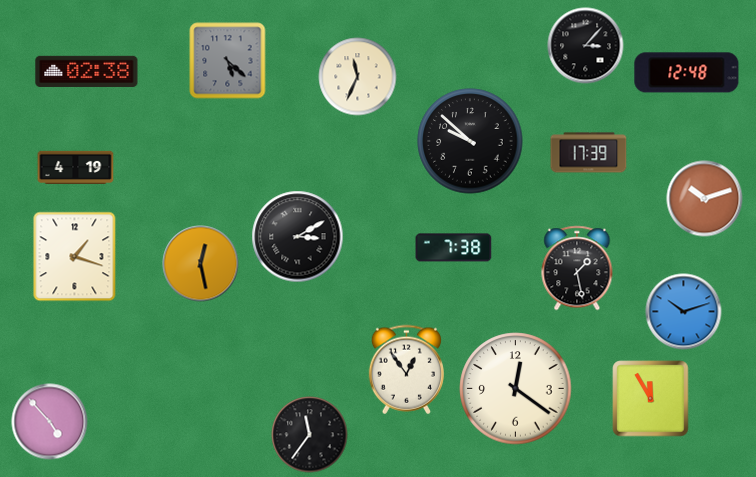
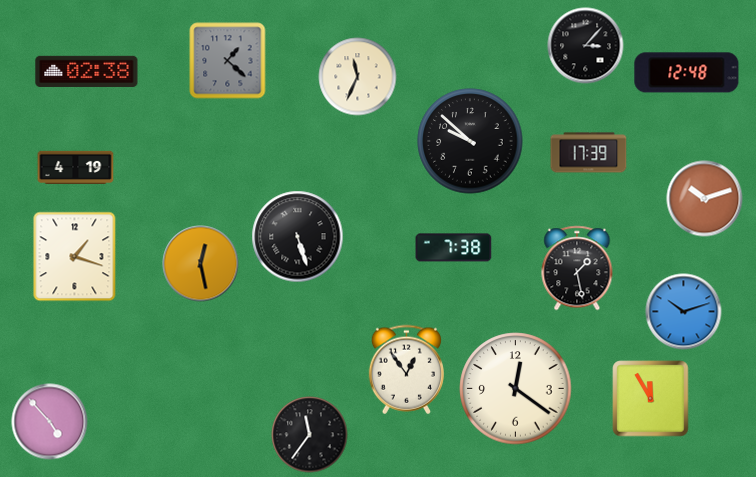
clock at (228, 61): 5:22 -> 1:22
clock at (298, 237): 3:10 -> 5:27
